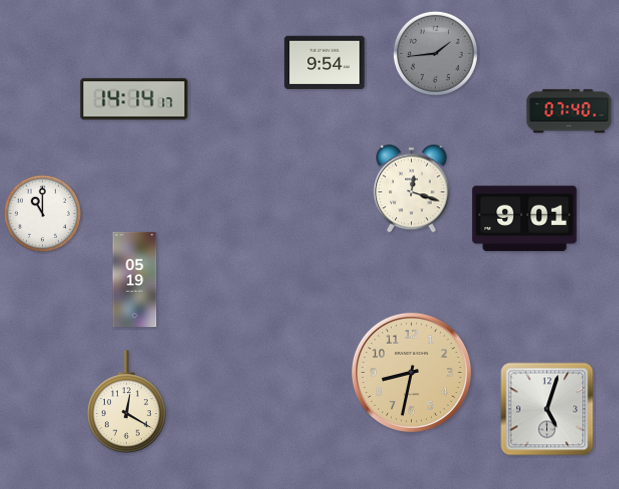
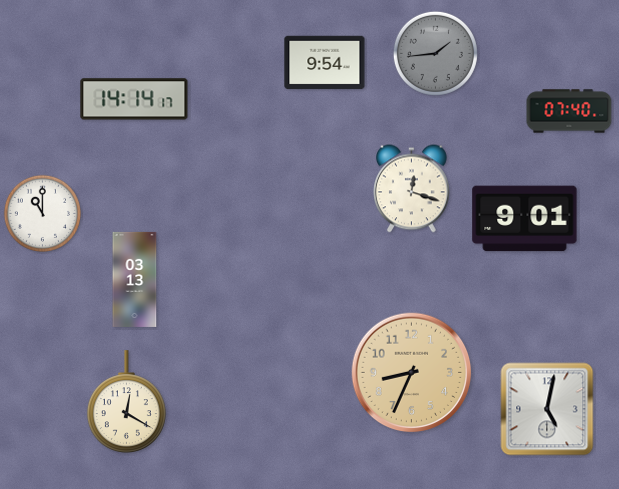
clock at (135, 279): 05:19 -> 03:13
clock at (412, 373): 8:32 -> 8:34
clock at (547, 409): 5:03 -> 5:02
